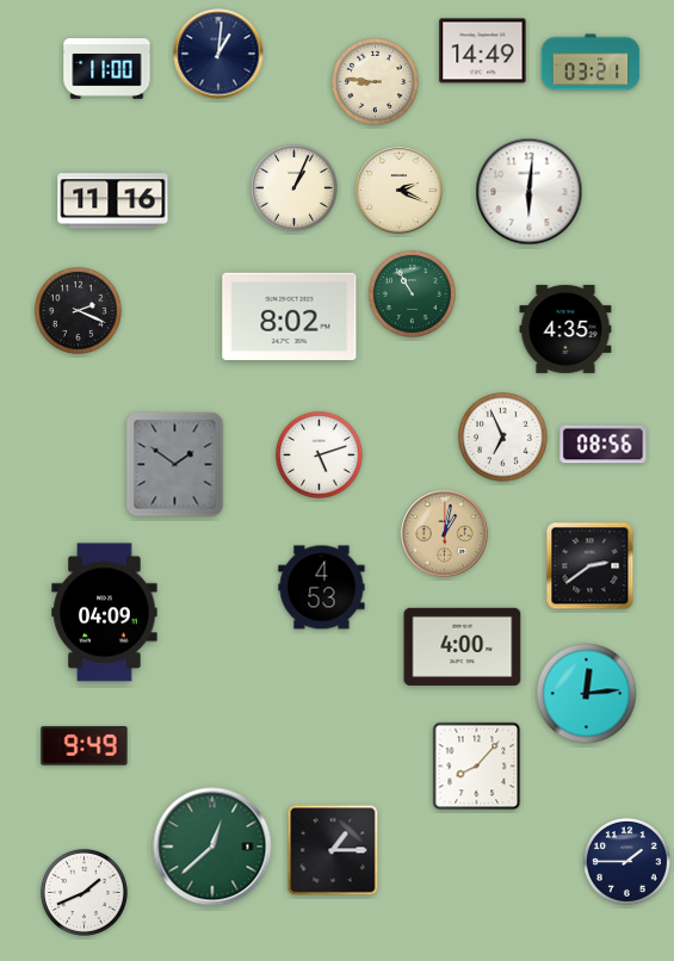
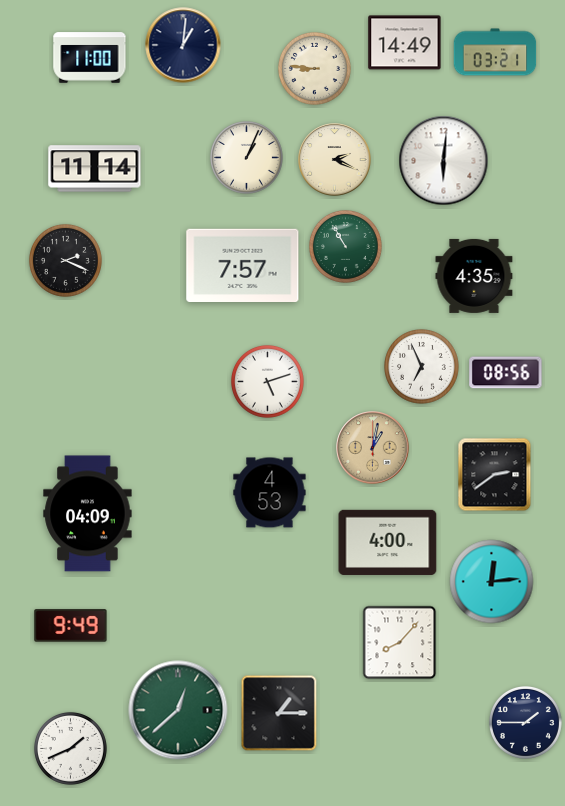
clock at (113, 201): 11:16 -> 11:14
clock at (290, 316): 8:02 -> 7:57
clock at (175, 465): 1:51 -> none
